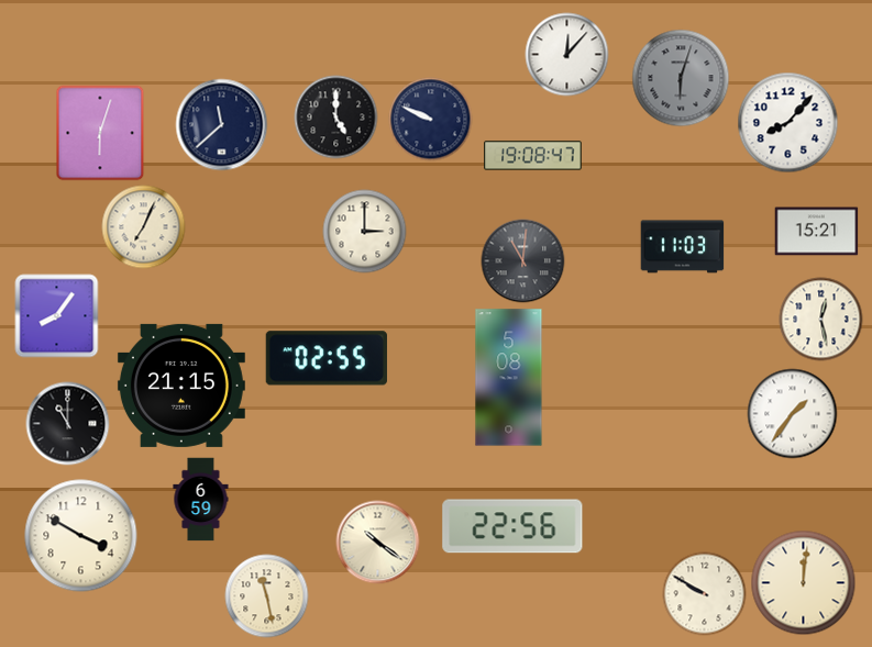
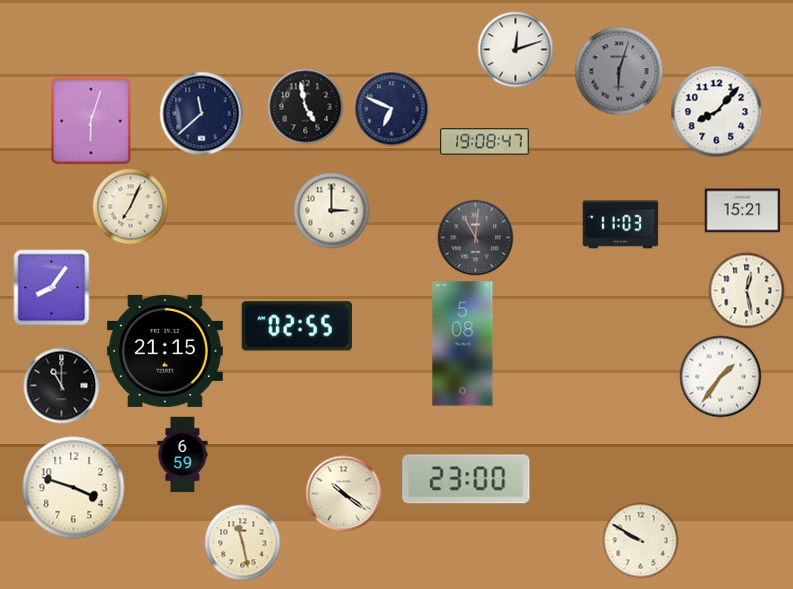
clock at (567, 55): 12:07 -> 12:12
clock at (336, 118): 5:00 -> 4:58
clock at (431, 120): 9:49 -> 6:49
clock at (512, 526): 22:56 -> 23:00
clock at (81, 536): 3:50 -> 3:48
clock at (804, 583): 12:01 -> none
